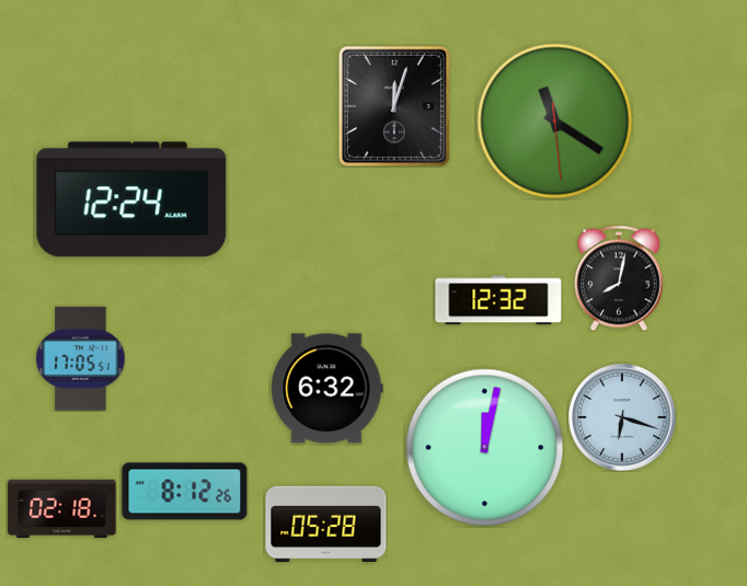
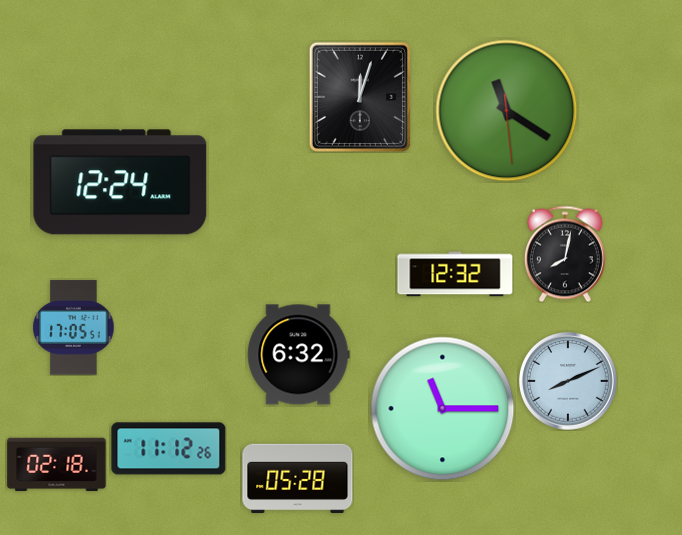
clock at (623, 418): 6:18 -> 8:11
clock at (485, 448): 12:02 -> 11:15
clock at (185, 492): 8:12 -> 11:12
